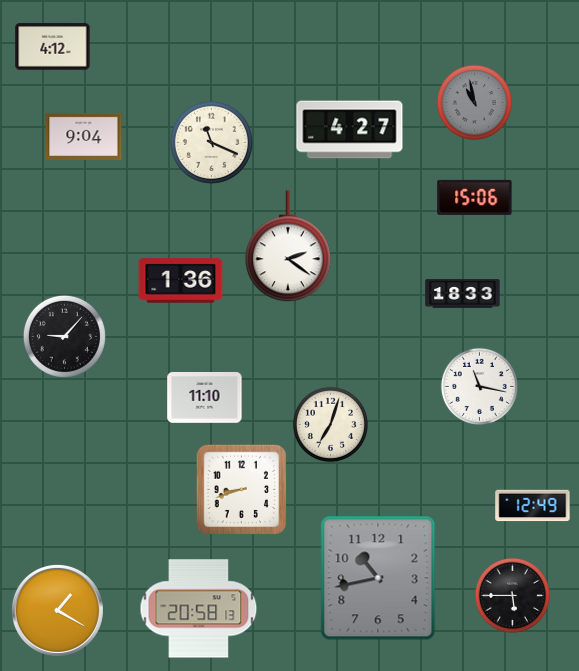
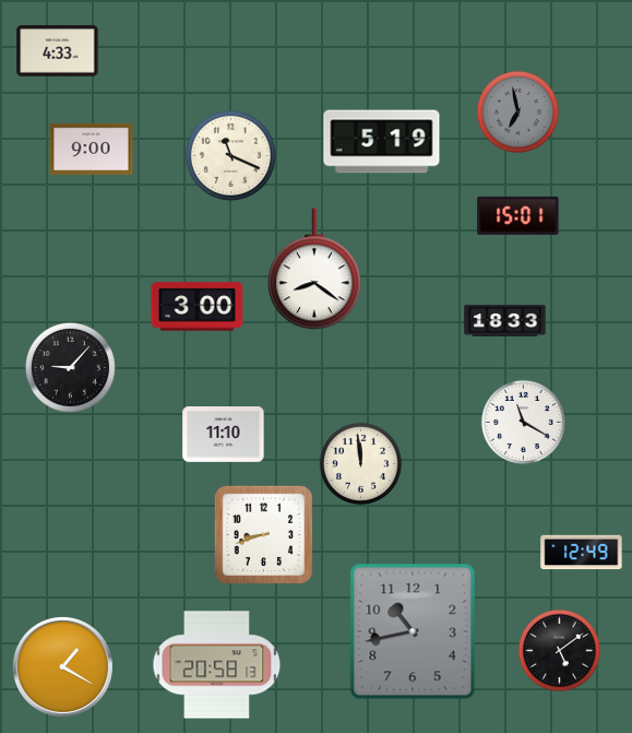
clock at (53, 47): 4:12 -> 4:33
clock at (474, 102): 10:58 -> 6:58
clock at (350, 130): 4:27 -> 5:19
clock at (84, 136): 9:04 -> 9:00
clock at (475, 197): 15:06 -> 15:01
clock at (289, 247): 2:21 -> 8:21
clock at (181, 281): 1:36 -> 3:00
clock at (479, 386): 11:17 -> 11:20
clock at (330, 424): 7:03 -> 11:59
clock at (512, 595): 5:45 -> 5:09
